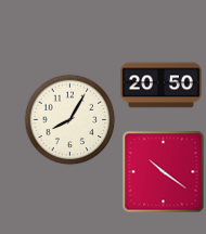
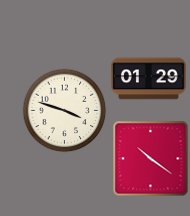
clock at (162, 86): 20:50 -> 01:29
clock at (70, 120): 8:05 -> 3:48
